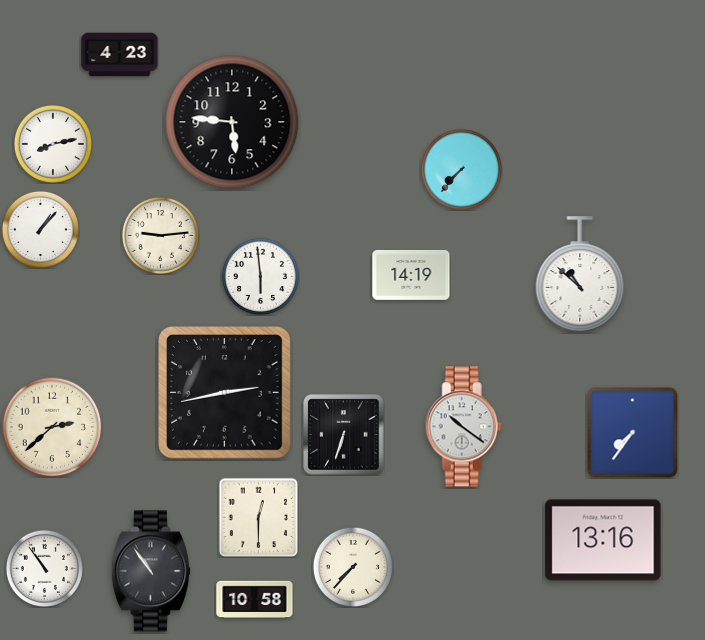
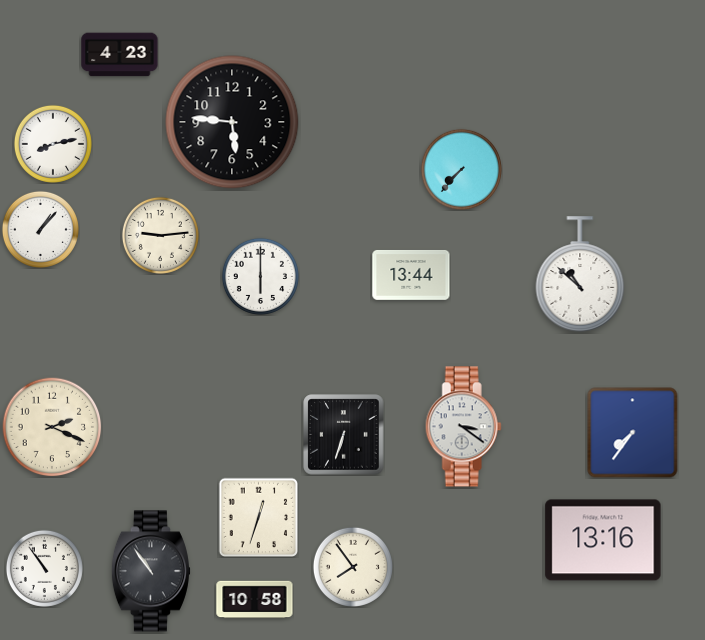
clock at (411, 275): 14:19 -> 13:44
clock at (260, 276): 5:59 -> 6:00
clock at (225, 393): 2:43 -> none
clock at (52, 427): 2:38 -> 2:19
clock at (463, 427): 10:21 -> 3:21
clock at (258, 517): 12:30 -> 12:33
clock at (353, 567): 7:37 -> 7:54
